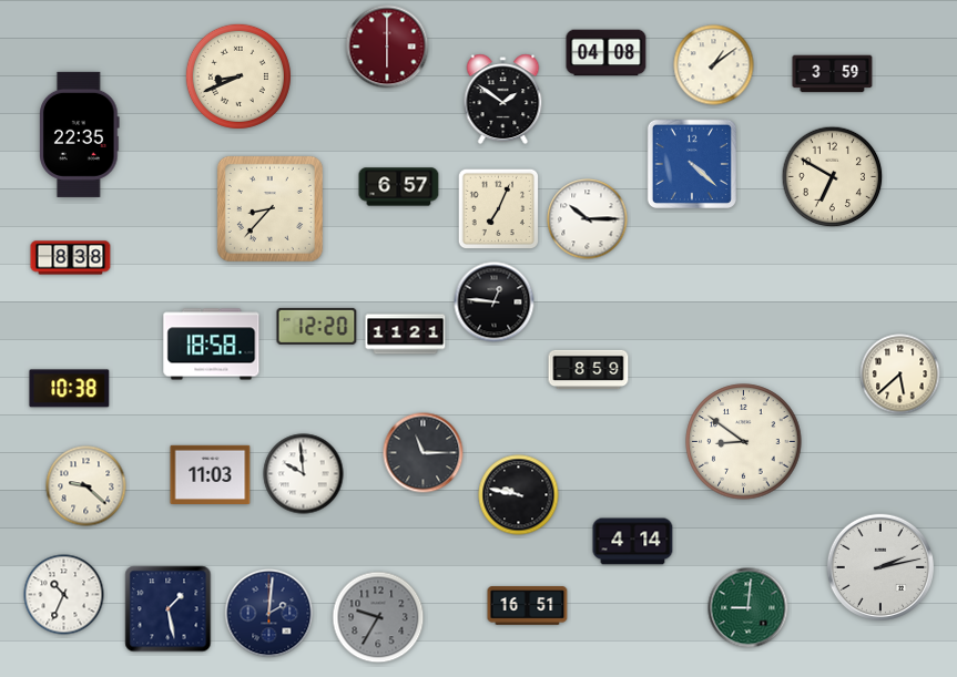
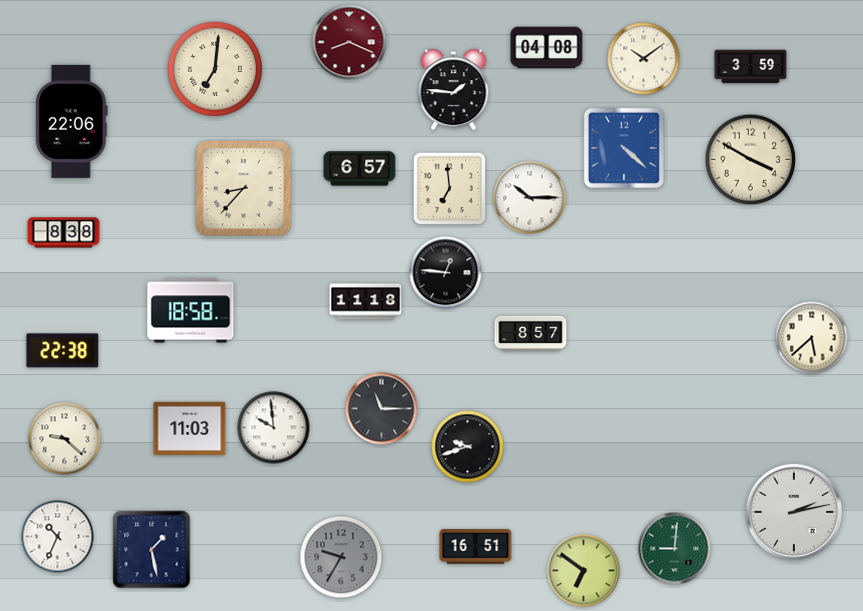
clock at (387, 47): 6:00 -> 8:19
clock at (714, 65): 1:09 -> 10:09
clock at (238, 76): 8:41 -> 7:01
clock at (503, 100): 1:51 -> 1:46
clock at (80, 134): 22:35 -> 22:06
clock at (833, 177): 6:50 -> 3:50
clock at (498, 208): 7:04 -> 6:59
clock at (317, 326): 12:20 -> none
clock at (406, 335): 11:21 -> 11:18
clock at (589, 369): 8:59 -> 8:57
clock at (70, 389): 10:38 -> 22:38
clock at (744, 442): 8:51 -> none
clock at (86, 486) position: (86, 486) -> (65, 439)
clock at (519, 495): 9:47 -> 9:42
clock at (633, 542): 4:14 -> none
clock at (269, 614): 2:01 -> none
clock at (584, 571): none -> 6:51
